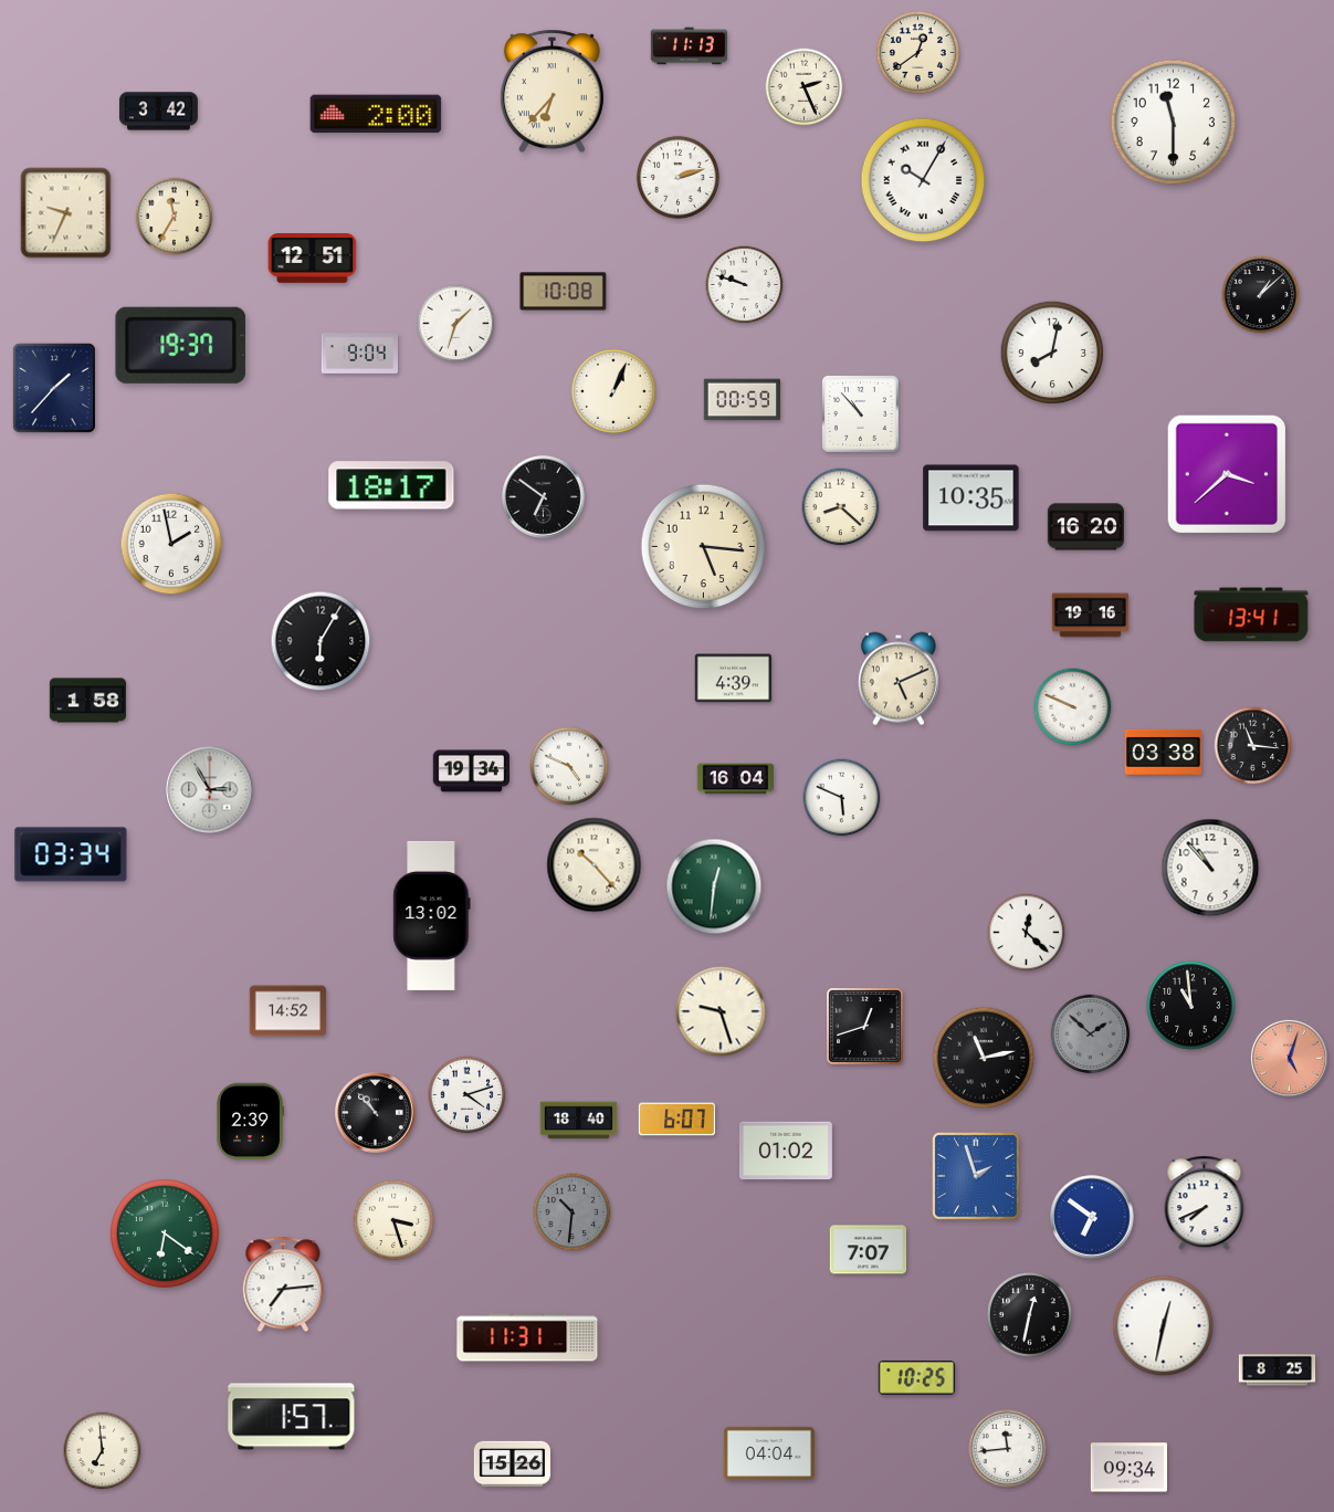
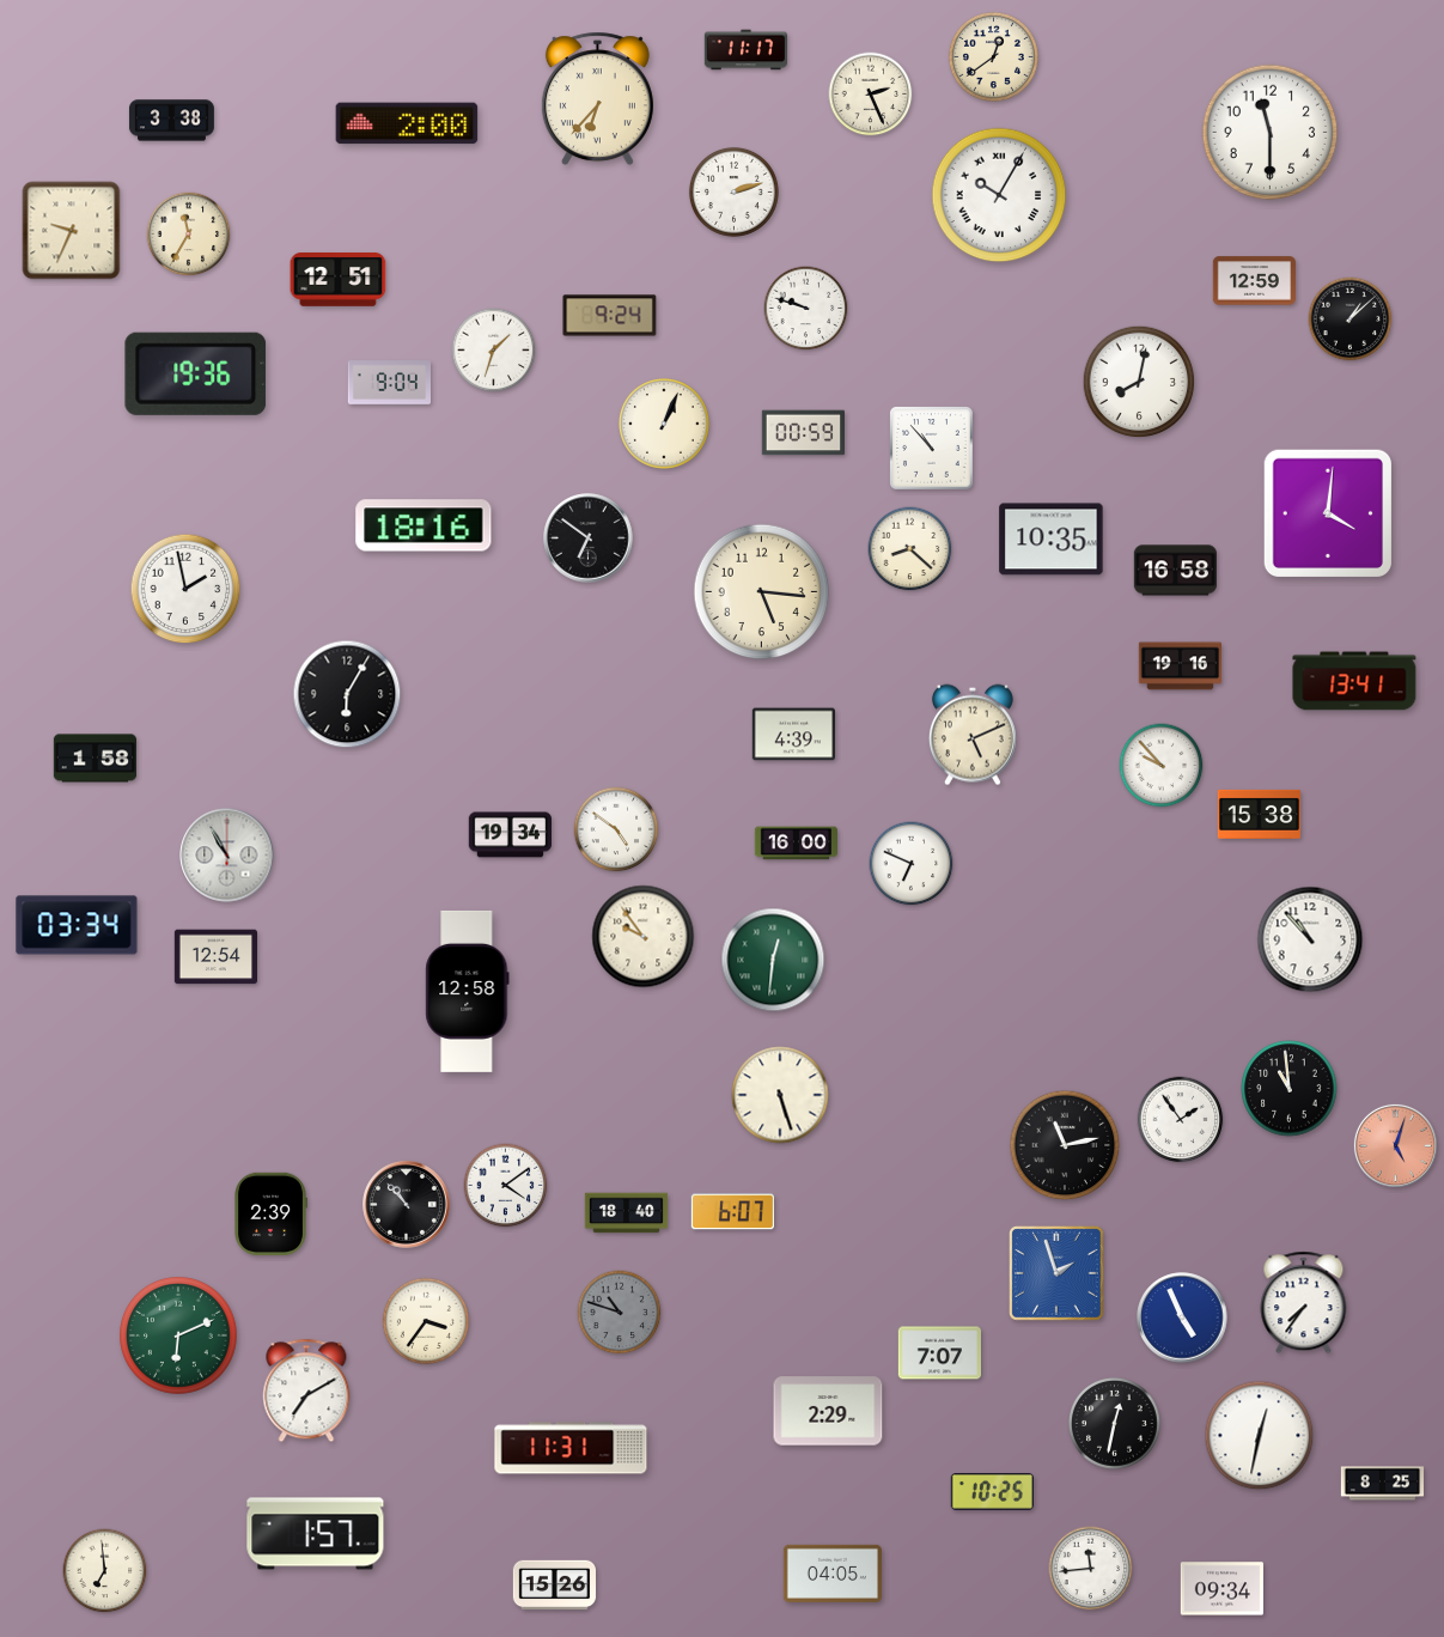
clock at (690, 46): 11:13 -> 11:17
clock at (158, 112): 3:42 -> 3:38
clock at (1254, 281): none -> 12:59
clock at (564, 292): 10:08 -> 9:24
clock at (1261, 295) position: (1261, 295) -> (1351, 320)
clock at (181, 345): 19:37 -> 19:36
clock at (54, 388): 1:37 -> none
clock at (1226, 473): 3:38 -> 4:01
clock at (391, 485): 18:17 -> 18:16
clock at (1085, 527): 16:20 -> 16:58
clock at (1251, 615) position: (1251, 615) -> (1354, 681)
clock at (1073, 707): 9:49 -> 9:53
clock at (1253, 746): 11:16 -> none
clock at (1163, 752): 03:38 -> 15:38
clock at (569, 766): 4:49 -> 4:51
clock at (735, 779): 16:04 -> 16:00
clock at (210, 790): 2:55 -> 10:55
clock at (842, 798): 5:49 -> 6:49
clock at (595, 865): 10:23 -> 9:54
clock at (215, 957): none -> 12:54
clock at (432, 915): 13:02 -> 12:58
clock at (1027, 933): 12:22 -> none
clock at (288, 1011): 14:52 -> none
clock at (721, 1011): 9:27 -> 5:27
clock at (865, 1027): 12:42 -> none
clock at (1091, 1035): 1:52 -> 1:54
clock at (1091, 1035) dial: grey -> white
clock at (468, 1095): 4:12 -> 4:09
clock at (786, 1151): 01:02 -> none
clock at (1205, 1204): 7:41 -> 7:36
clock at (573, 1212): 10:31 -> 10:48
clock at (1092, 1217): 6:51 -> 4:56
clock at (393, 1220): 3:27 -> 3:36
clock at (166, 1235): 6:21 -> 6:11
clock at (283, 1284): 7:14 -> 7:10
clock at (828, 1411): none -> 2:29
clock at (103, 1451) position: (103, 1451) -> (105, 1571)
clock at (769, 1453): 04:04 -> 04:05
